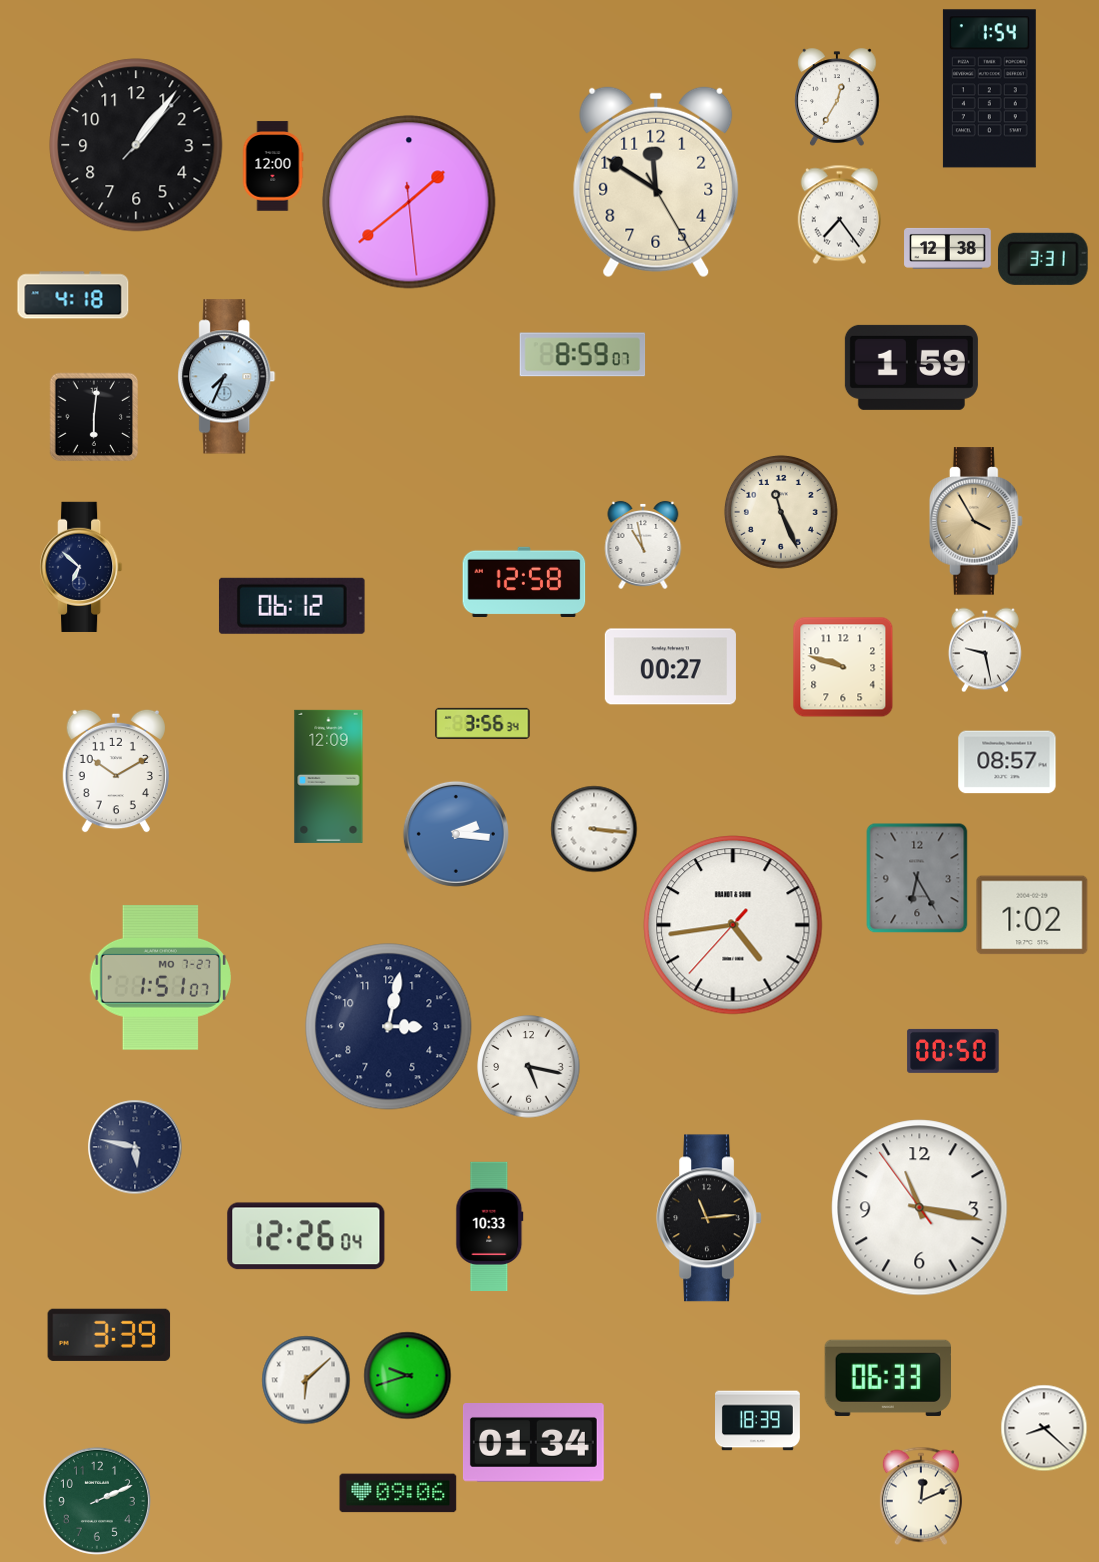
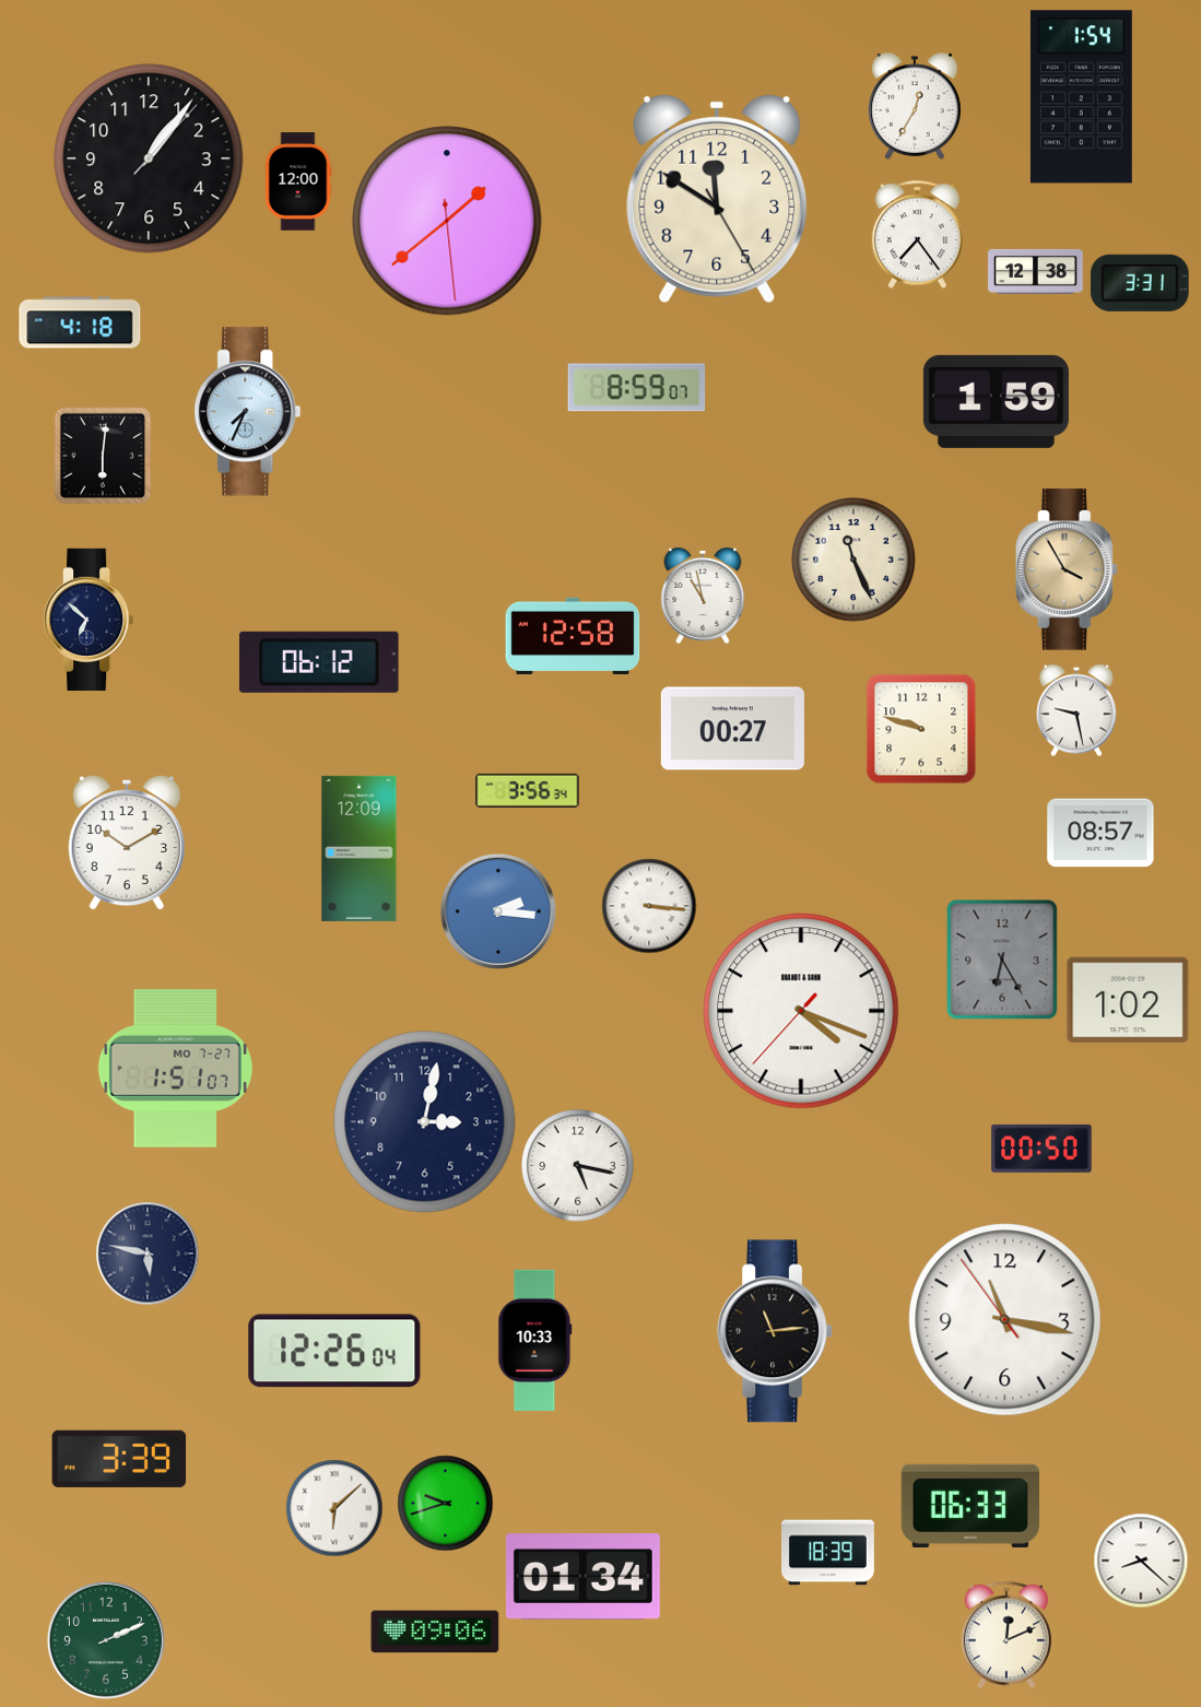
clock at (733, 925): 4:43 -> 4:18
